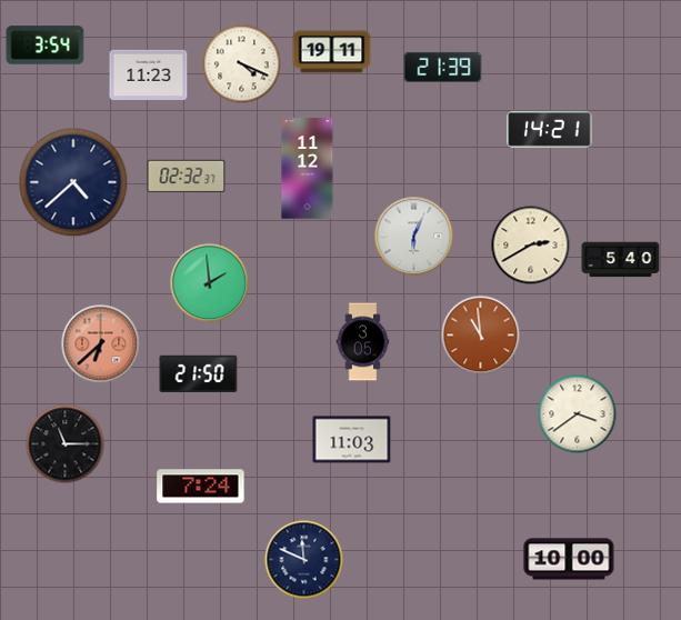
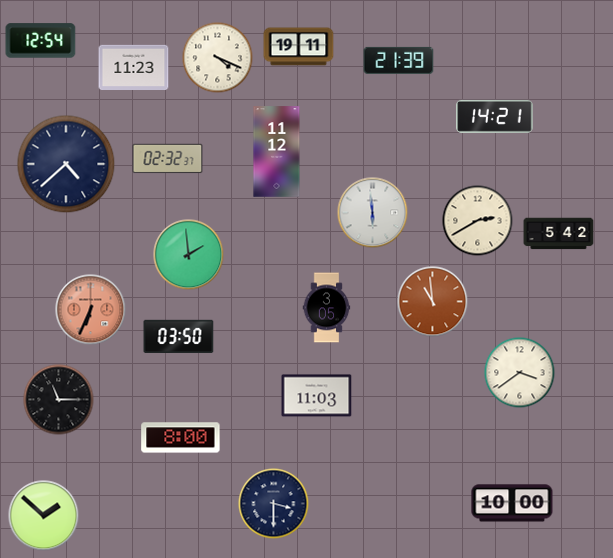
clock at (46, 46): 3:54 -> 12:54
clock at (414, 237): 6:04 -> 5:59
clock at (621, 260): 5:40 -> 5:42
clock at (101, 344): 6:38 -> 6:34
clock at (199, 374): 21:50 -> 03:50
clock at (201, 487): 7:24 -> 8:00
clock at (304, 560): 11:49 -> 3:30
clock at (44, 516): none -> 1:52
